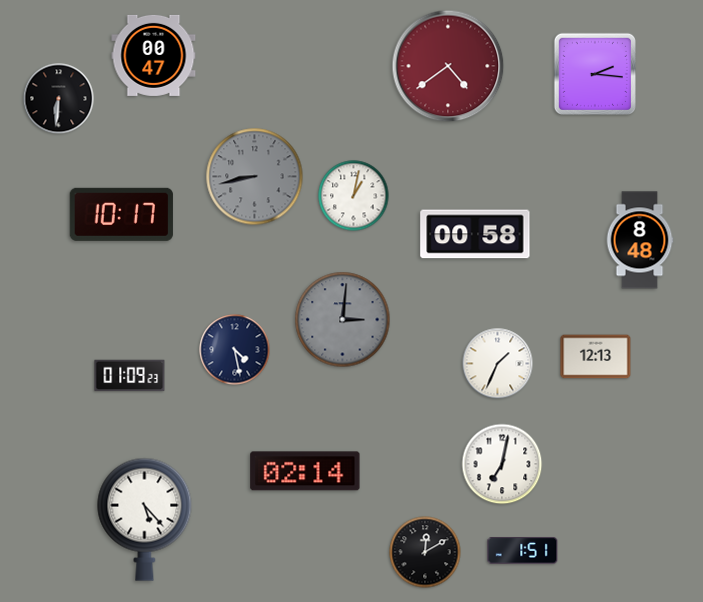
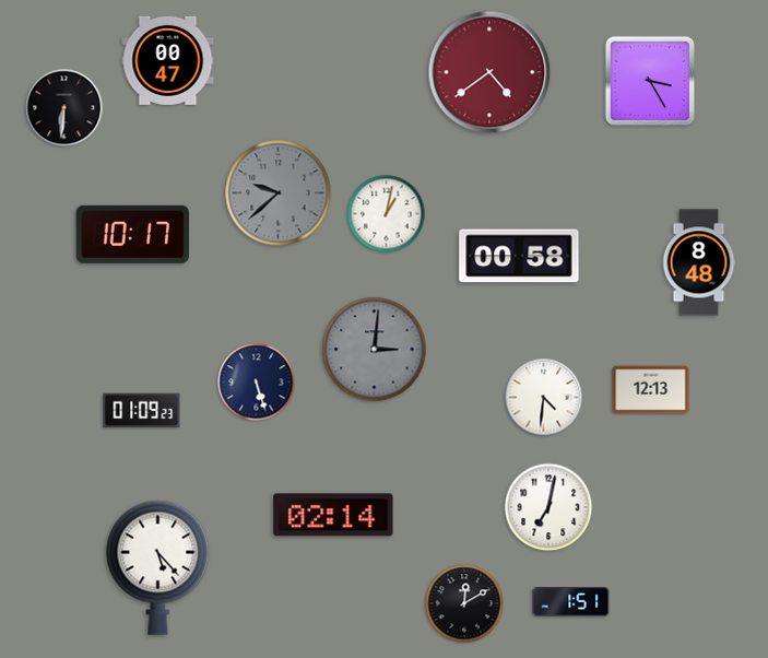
clock at (595, 74): 2:16 -> 3:25
clock at (255, 177): 8:43 -> 9:38
clock at (235, 350): 4:28 -> 5:27
clock at (498, 364): 1:34 -> 4:31
